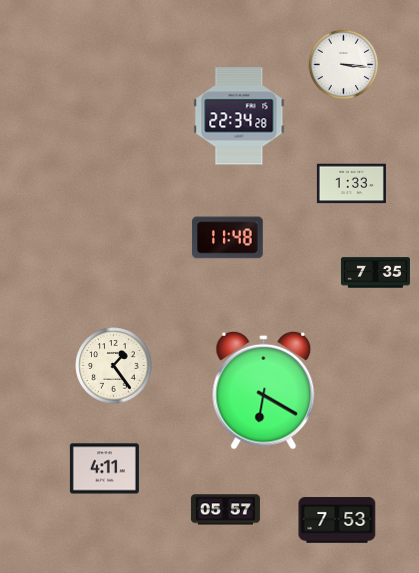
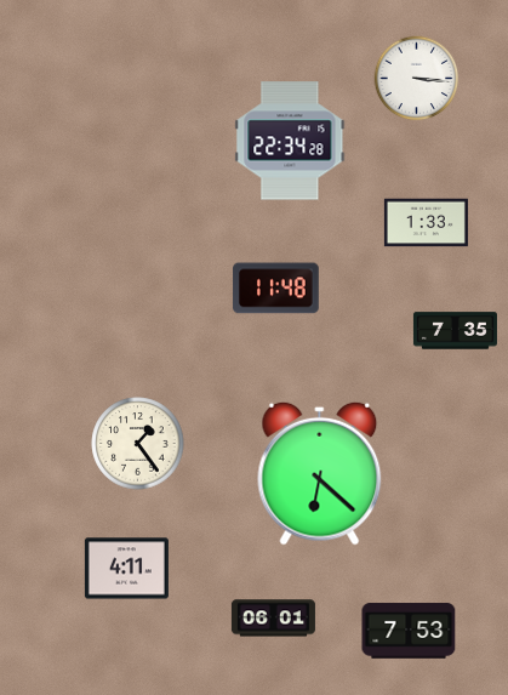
clock at (264, 390): 6:20 -> 6:22
clock at (225, 510): 05:57 -> 06:01
